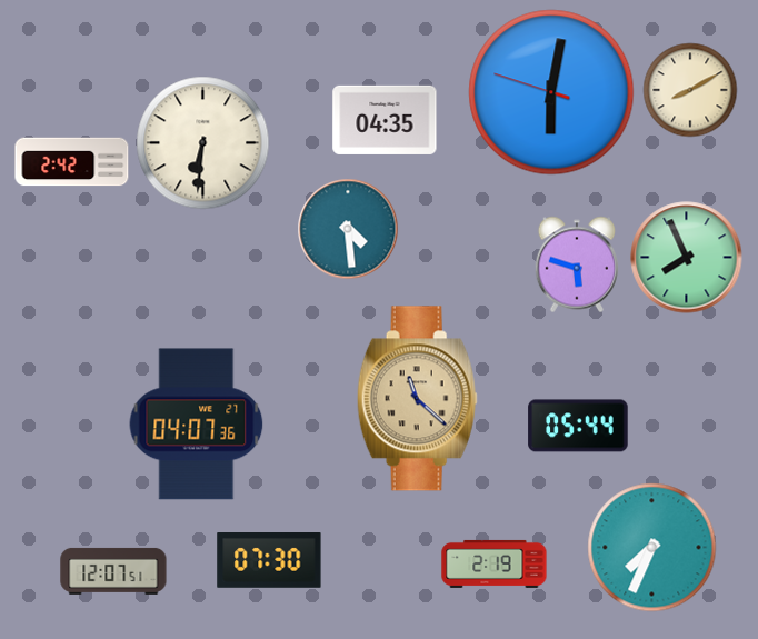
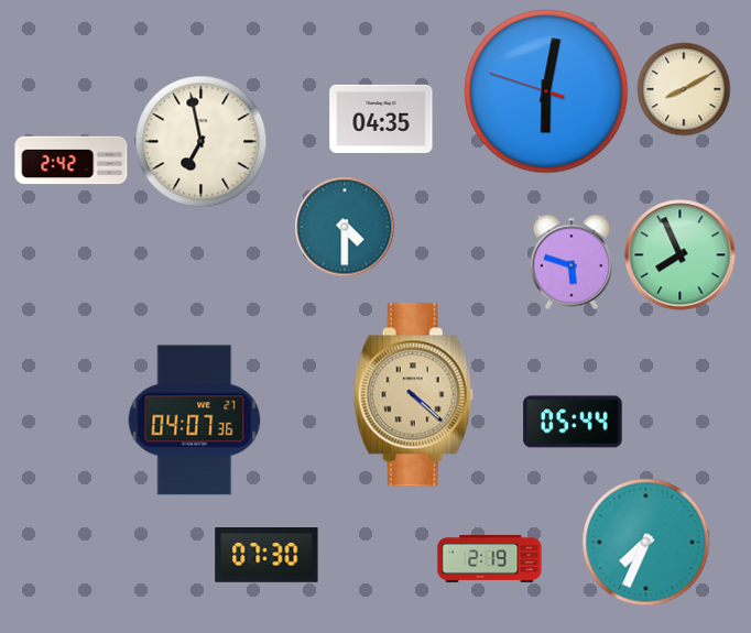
clock at (203, 143): 6:31 -> 6:58
clock at (348, 229): 4:29 -> 4:30
clock at (417, 399): 11:22 -> 4:22
clock at (113, 571): 12:07 -> none
